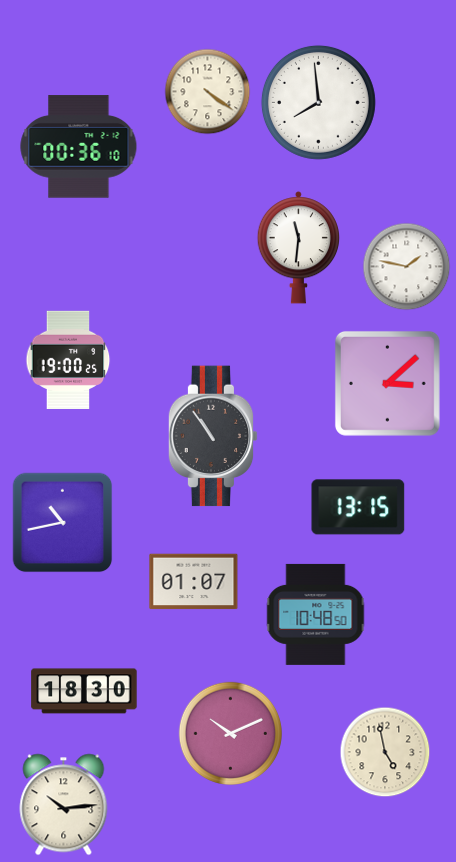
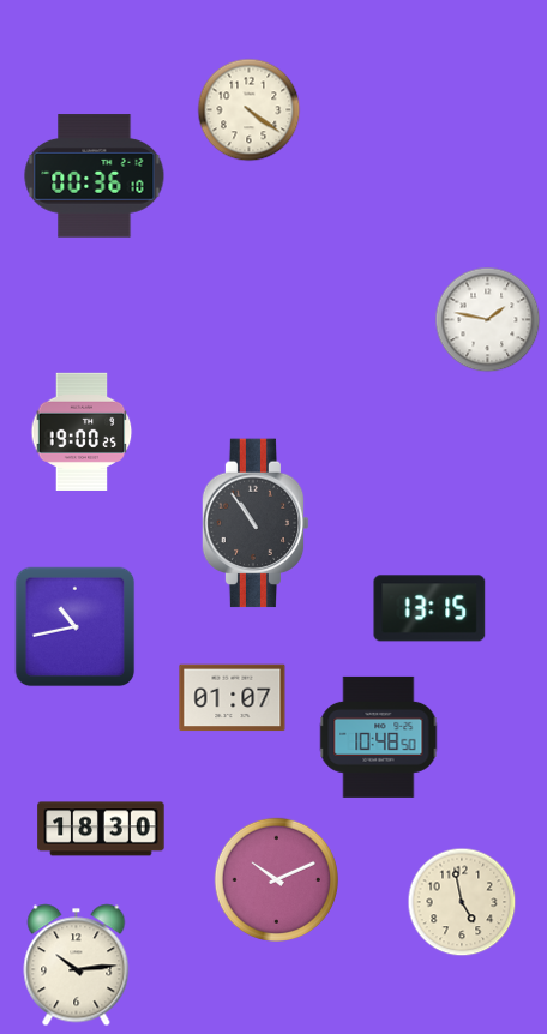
clock at (318, 102): 7:59 -> none
clock at (298, 248): 11:31 -> none
clock at (387, 383): 3:08 -> none
